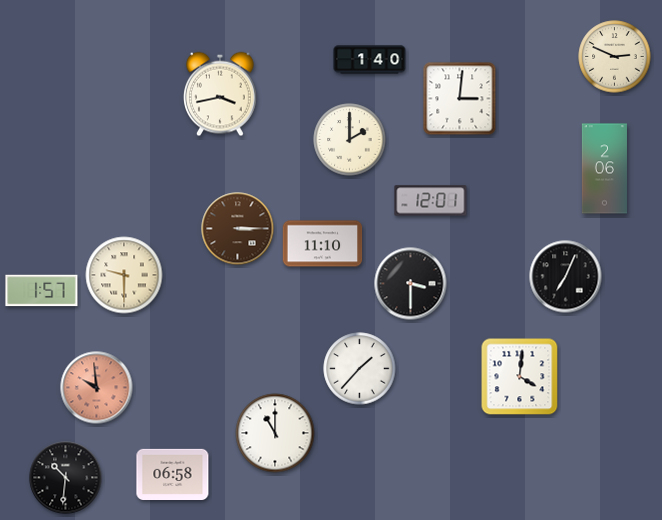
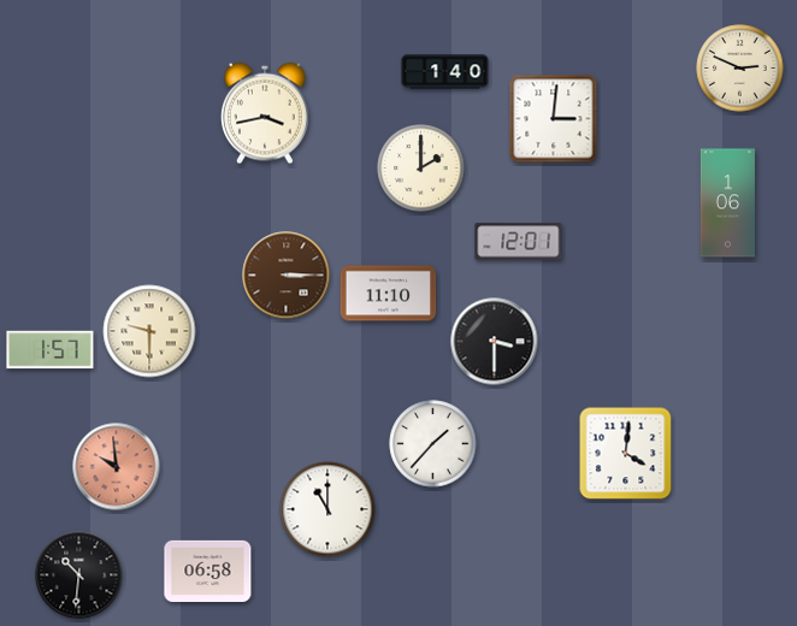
clock at (604, 169): 2:06 -> 1:06
clock at (566, 277): 7:04 -> none
clock at (275, 433) position: (275, 433) -> (327, 509)
